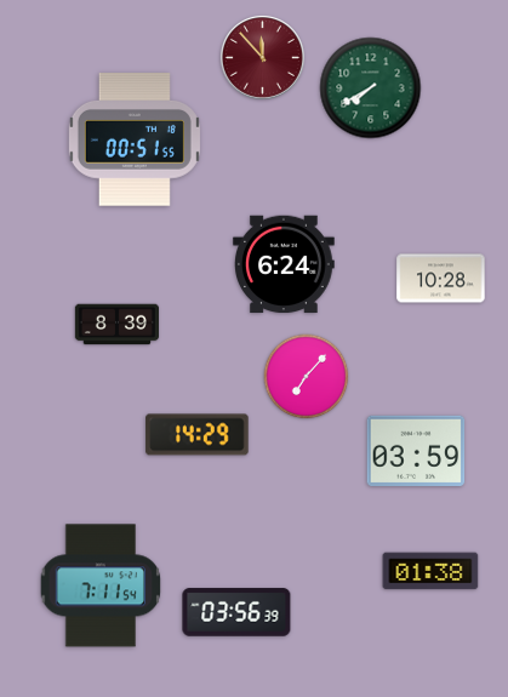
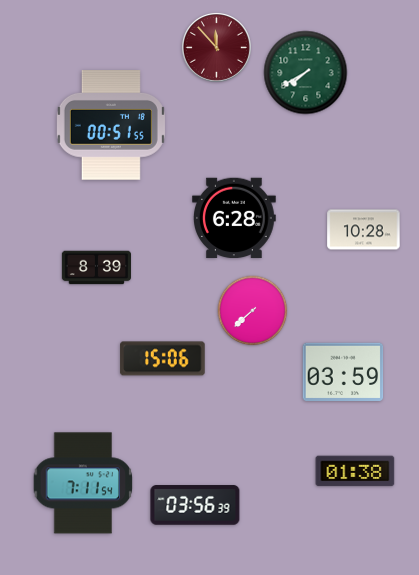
clock at (135, 141) position: (135, 141) -> (111, 126)
clock at (285, 264): 6:24 -> 6:28
clock at (307, 377): 7:07 -> 7:38
clock at (198, 435): 14:29 -> 15:06
